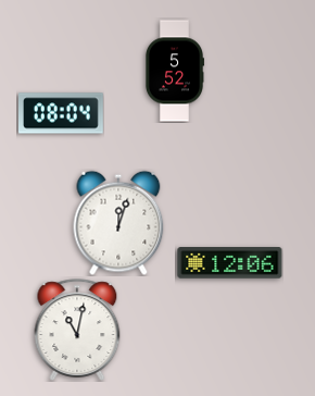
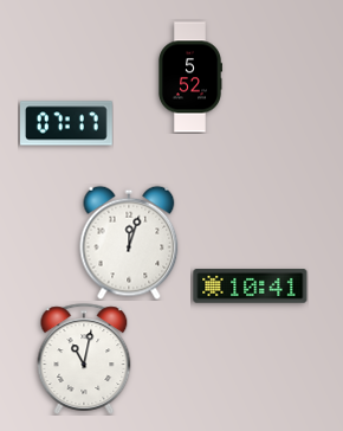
clock at (62, 113): 08:04 -> 07:17
clock at (230, 263): 12:06 -> 10:41
